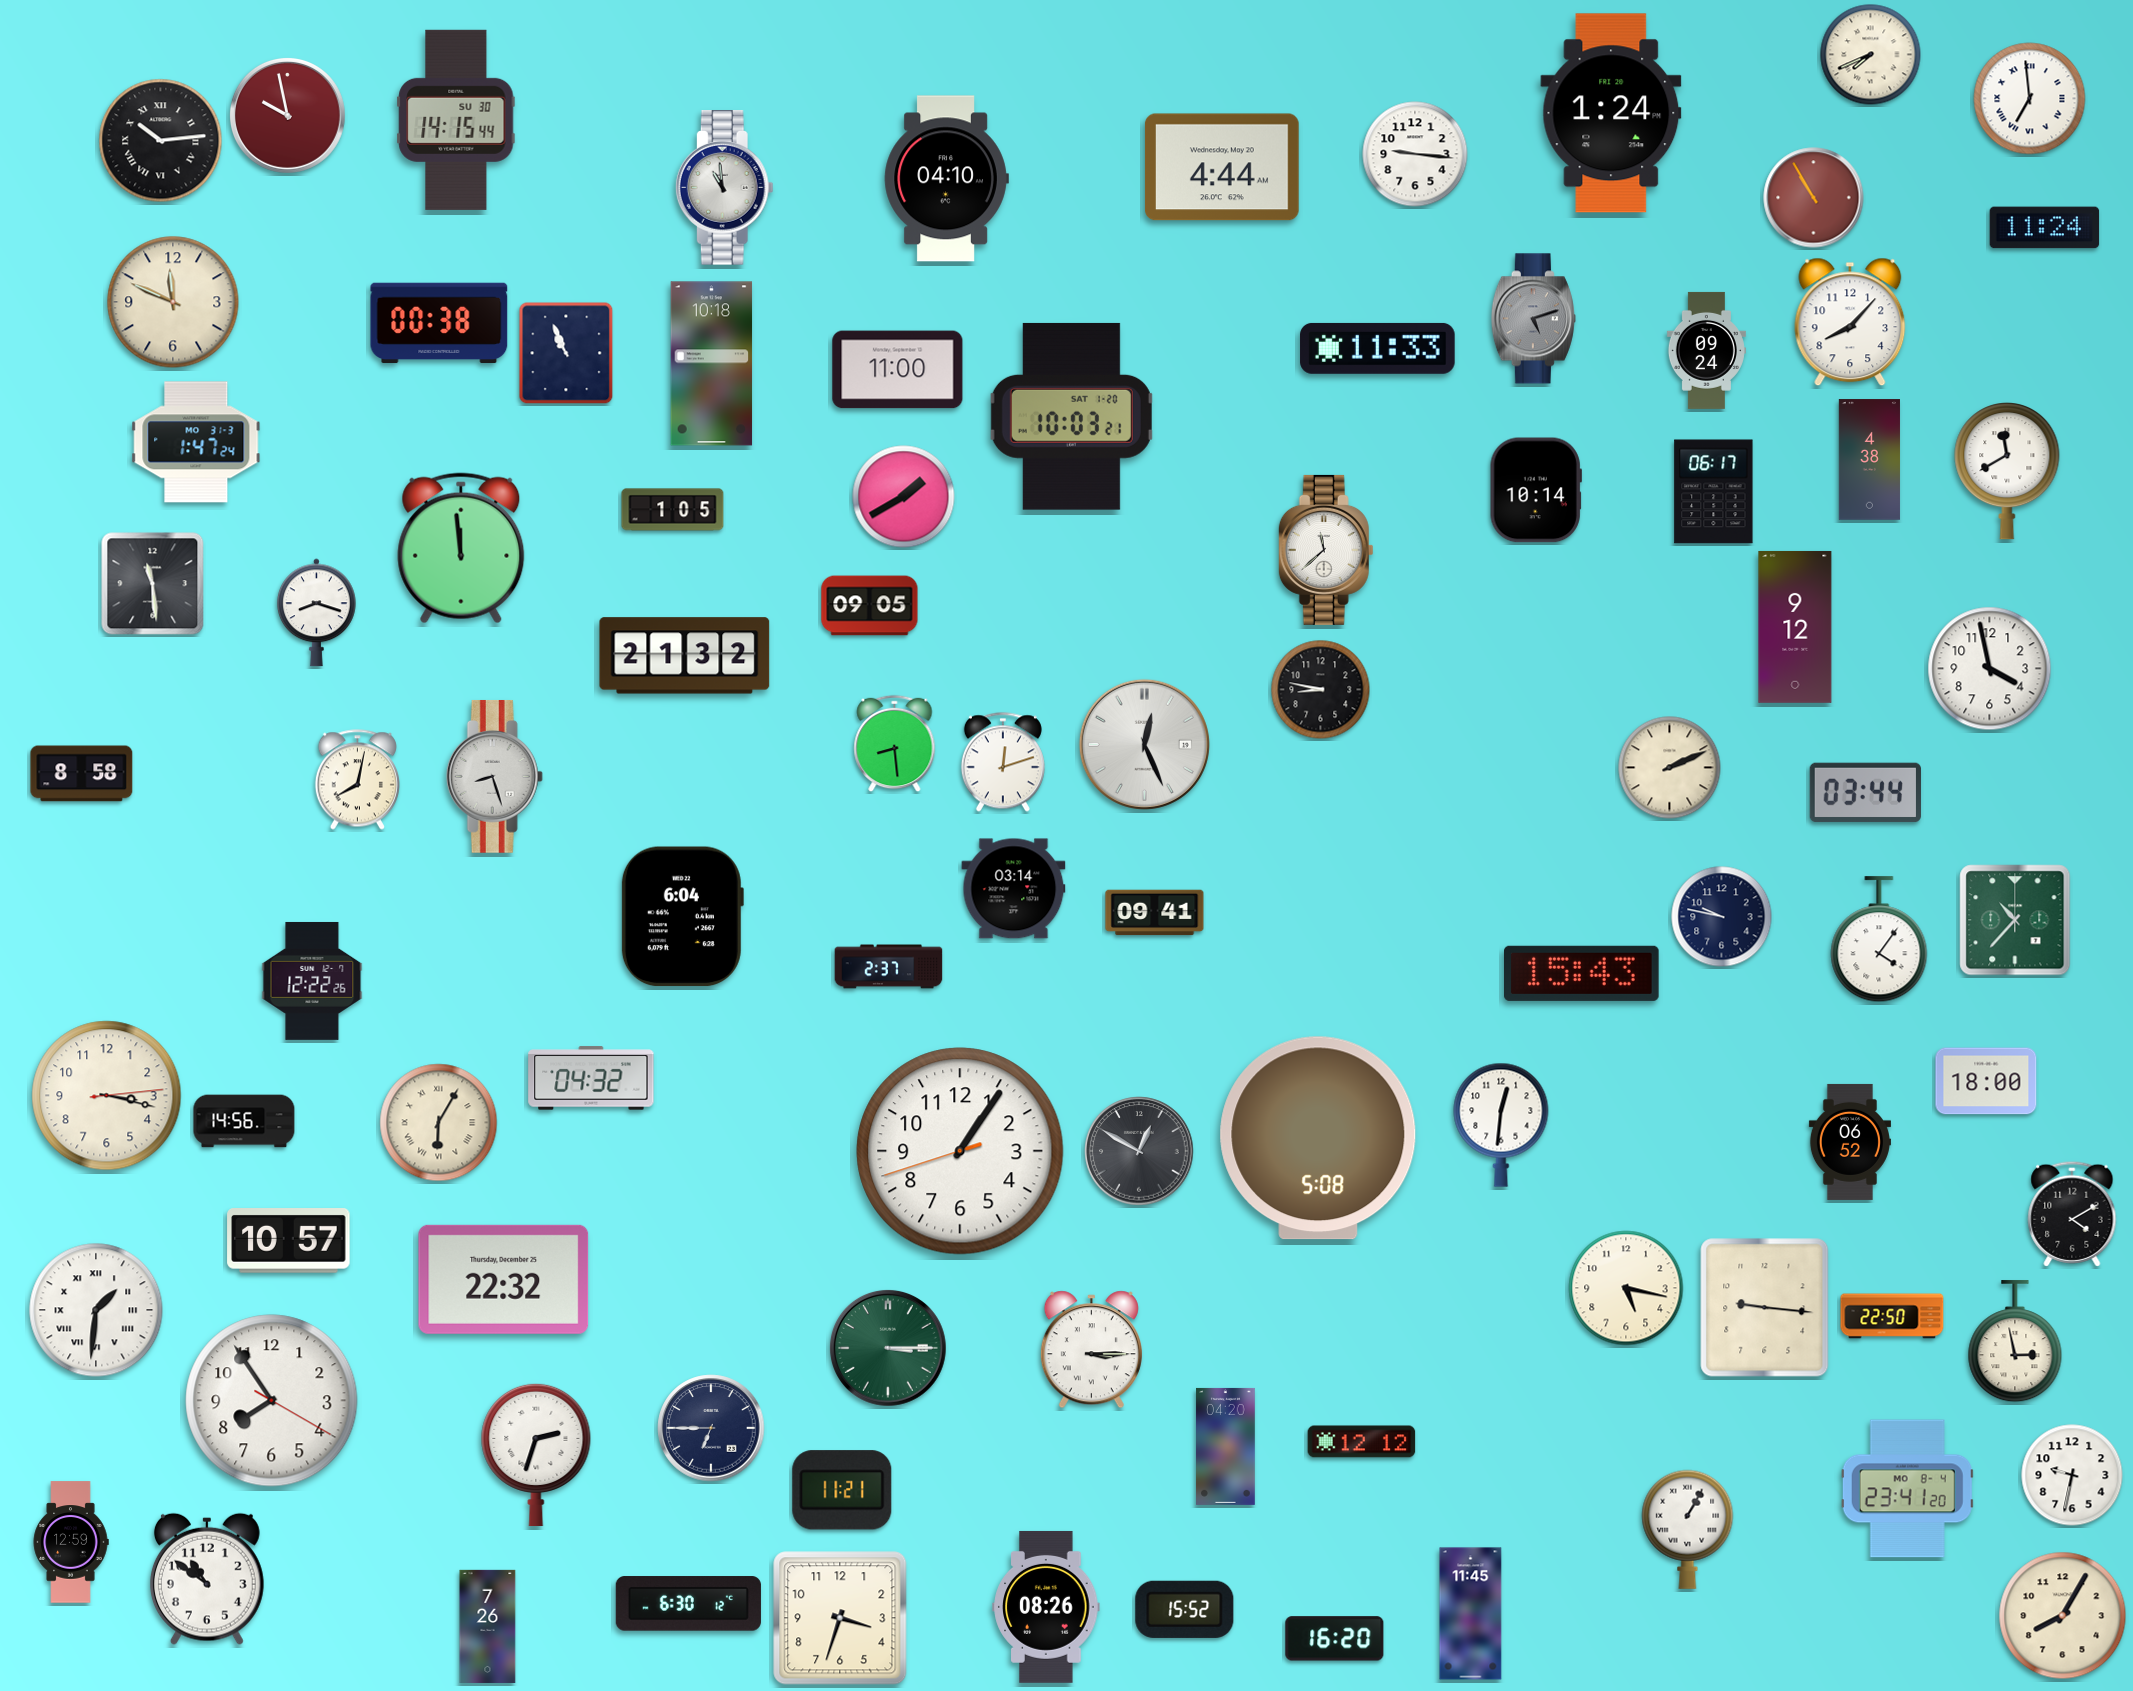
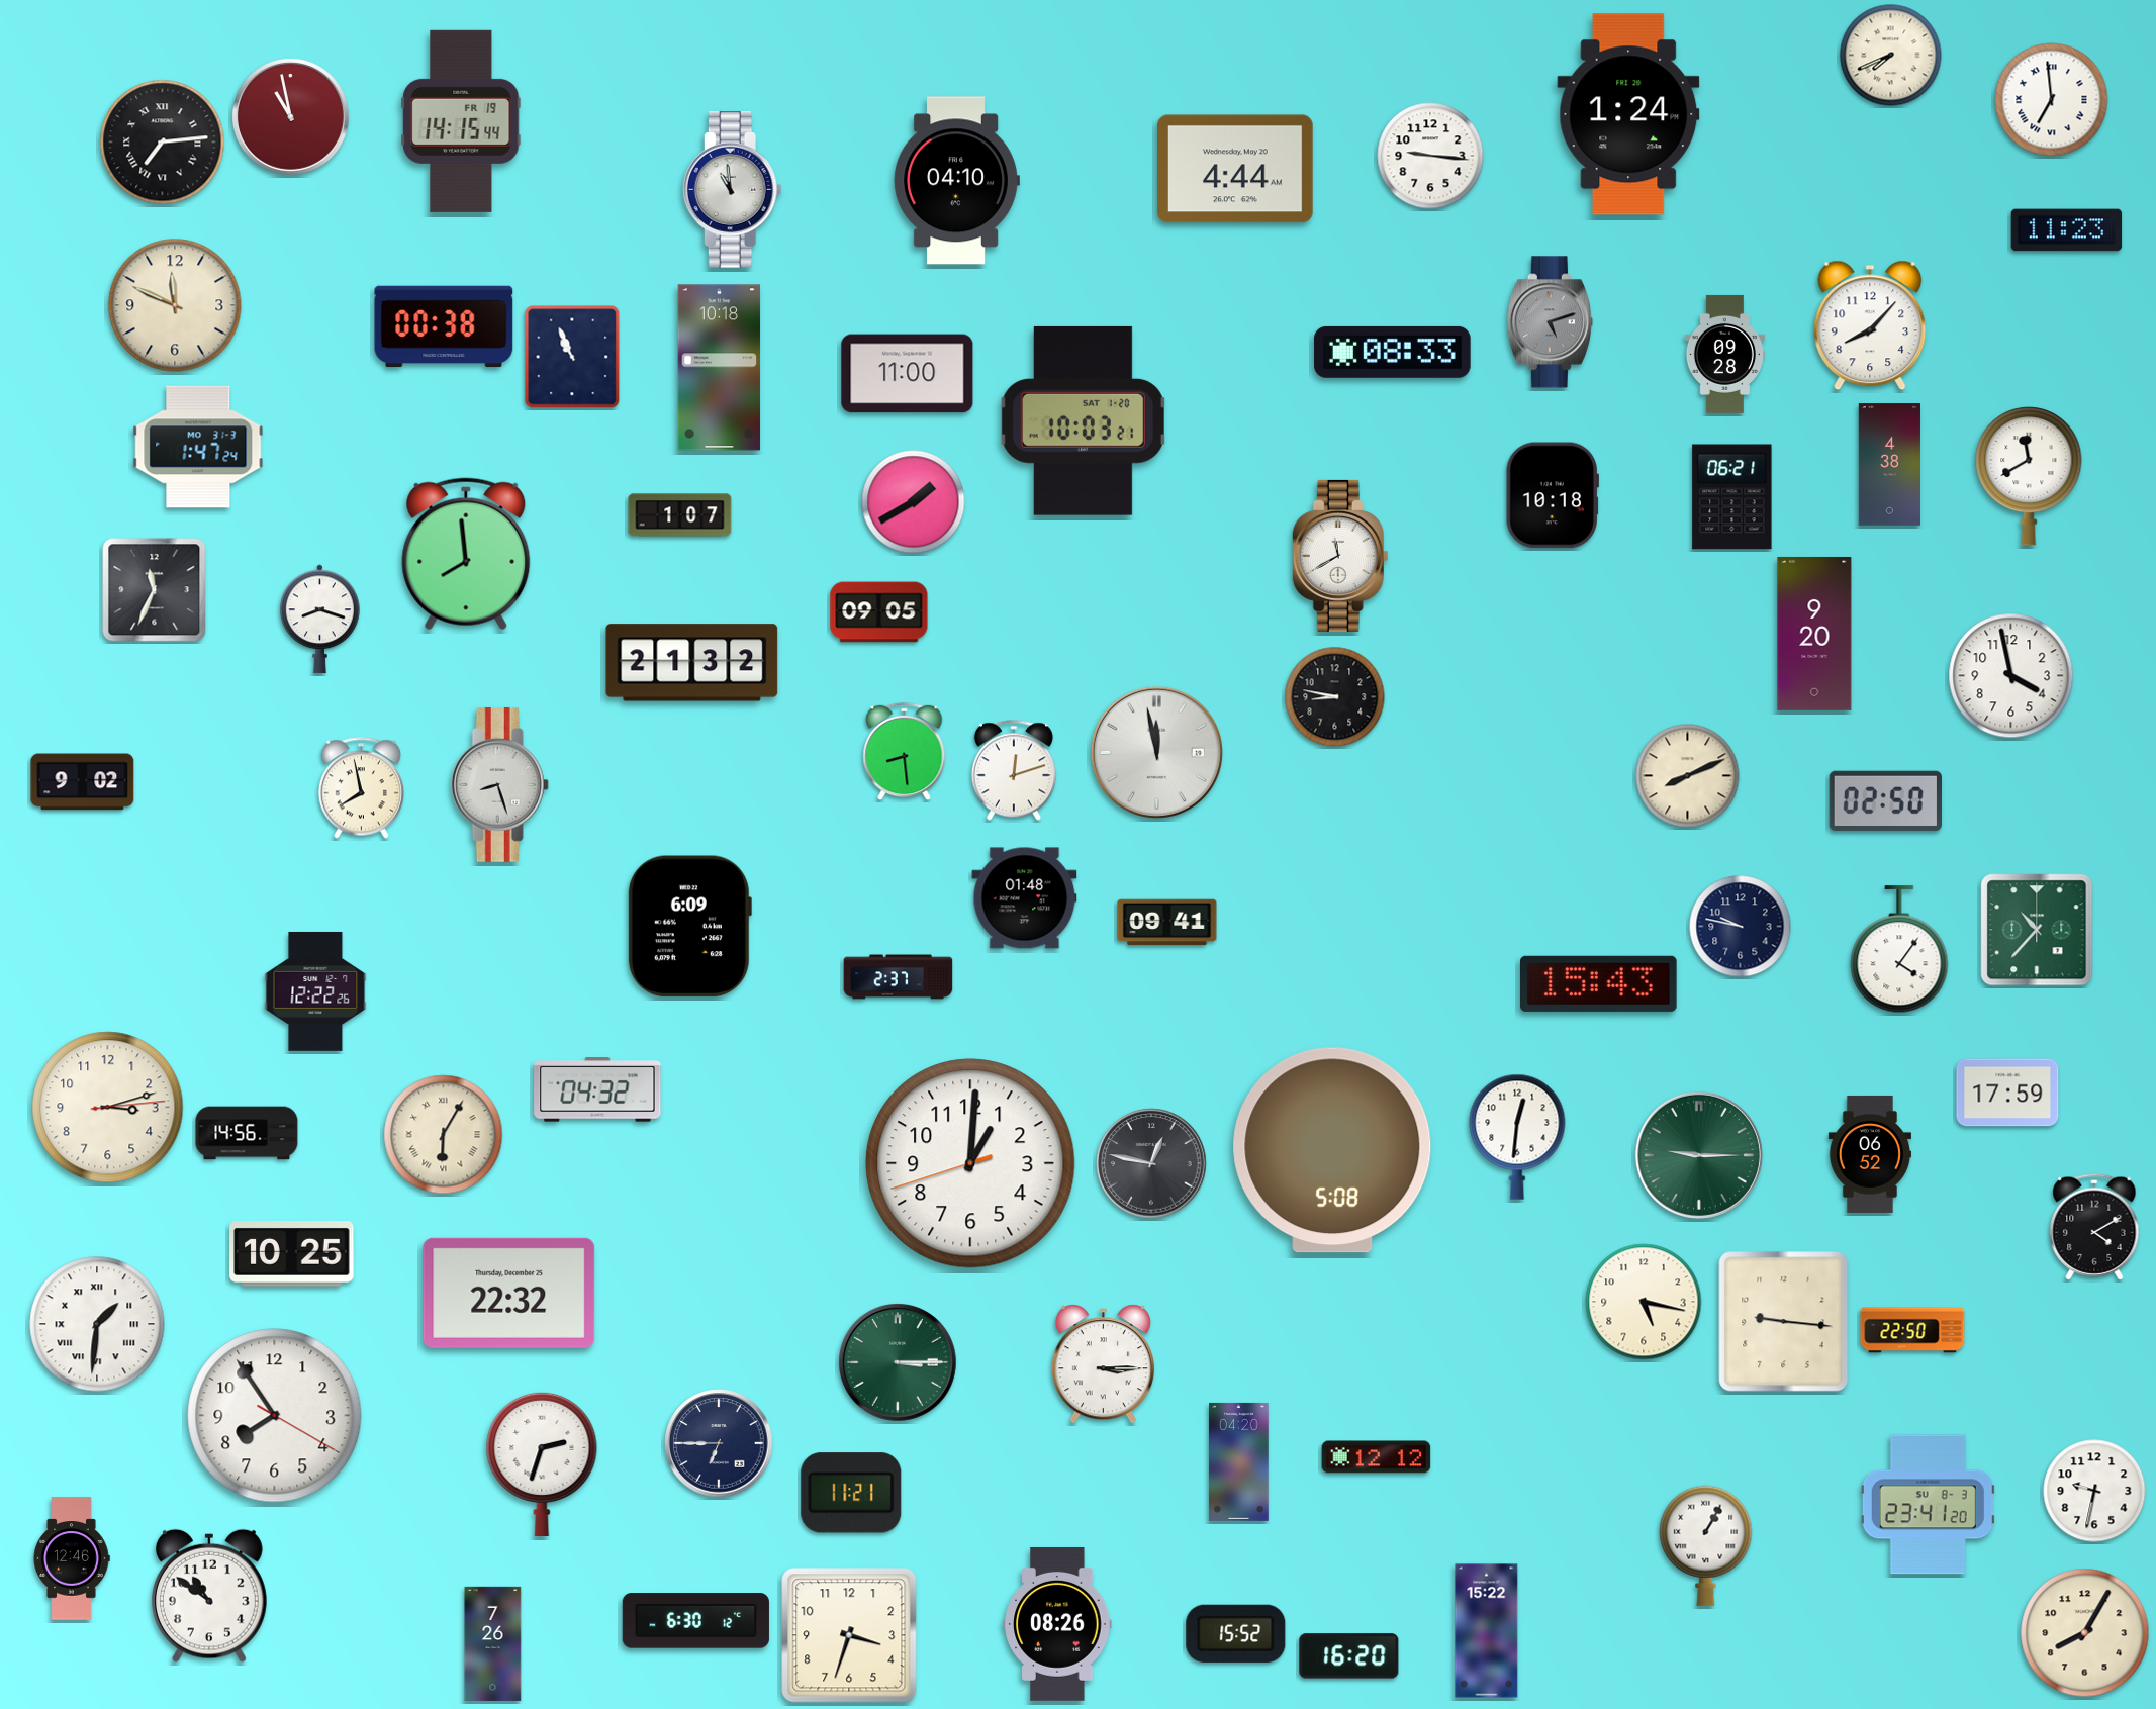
clock at (288, 116): 9:58 -> 10:58
clock at (456, 120) date: SU 30 -> FR 19
clock at (161, 141): 10:14 -> 7:14
clock at (1814, 198): 10:55 -> none
clock at (2045, 228): 11:24 -> 11:23
clock at (1378, 348): 11:33 -> 08:33
clock at (1706, 350): 09:24 -> 09:28
clock at (1536, 490): 10:14 -> 10:18
clock at (1714, 492): 06:17 -> 06:21
clock at (673, 510): 1:05 -> 1:07
clock at (461, 548): 11:59 -> 7:59
clock at (1326, 550): 11:38 -> 11:40
clock at (153, 584): 11:29 -> 11:34
clock at (1795, 627): 9:12 -> 9:20
clock at (1144, 744): 12:26 -> 11:58
clock at (1670, 768): 2:11 -> 8:11
clock at (82, 774): 8:58 -> 9:02
clock at (357, 780): 8:02 -> 7:58
clock at (1865, 793): 03:44 -> 02:50
clock at (1014, 889): 03:14 -> 01:48
clock at (682, 917): 6:04 -> 6:09
clock at (1986, 1081): 18:00 -> 17:59
clock at (107, 1096): 3:17 -> 3:12
clock at (1699, 1155): none -> 9:15
clock at (960, 1151): 1:05 -> 1:00
clock at (1139, 1151): 12:50 -> 12:47
clock at (289, 1241): 10:57 -> 10:25
clock at (2015, 1342): 2:58 -> none
clock at (536, 1455) position: (536, 1455) -> (542, 1464)
clock at (1907, 1489) date: MO 8-4 -> SU 8-3
clock at (842, 1490) position: (842, 1490) -> (851, 1493)
clock at (71, 1542): 12:59 -> 12:46
clock at (1185, 1609) position: (1185, 1609) -> (1236, 1633)
clock at (1471, 1614): 11:45 -> 15:22
